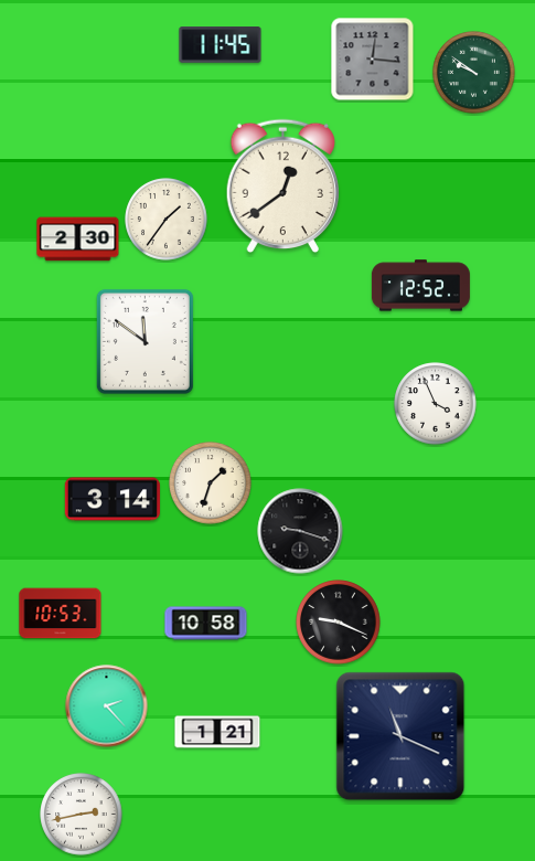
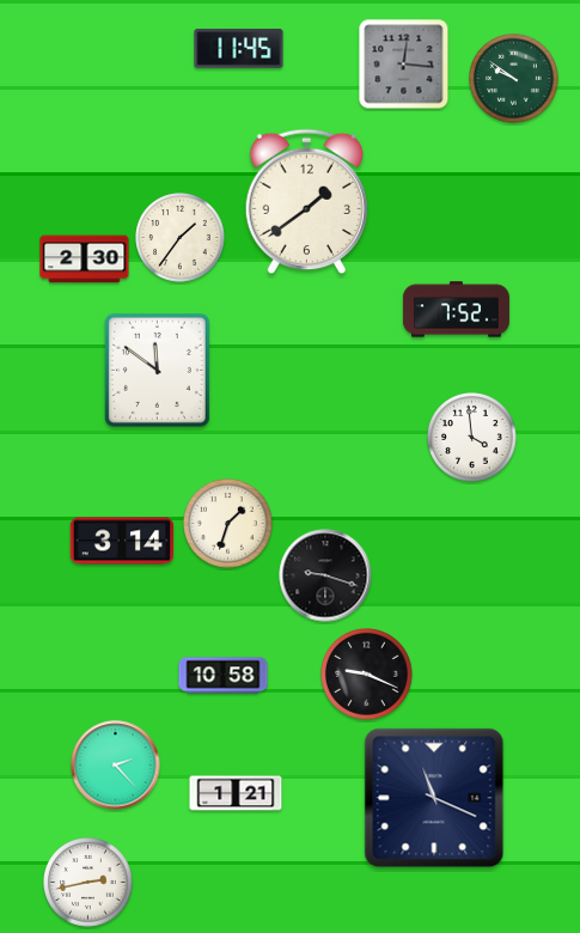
clock at (282, 187): 12:39 -> 1:39
clock at (420, 286): 12:52 -> 7:52
clock at (436, 404): 3:56 -> 3:59
clock at (61, 614): 10:53 -> none
